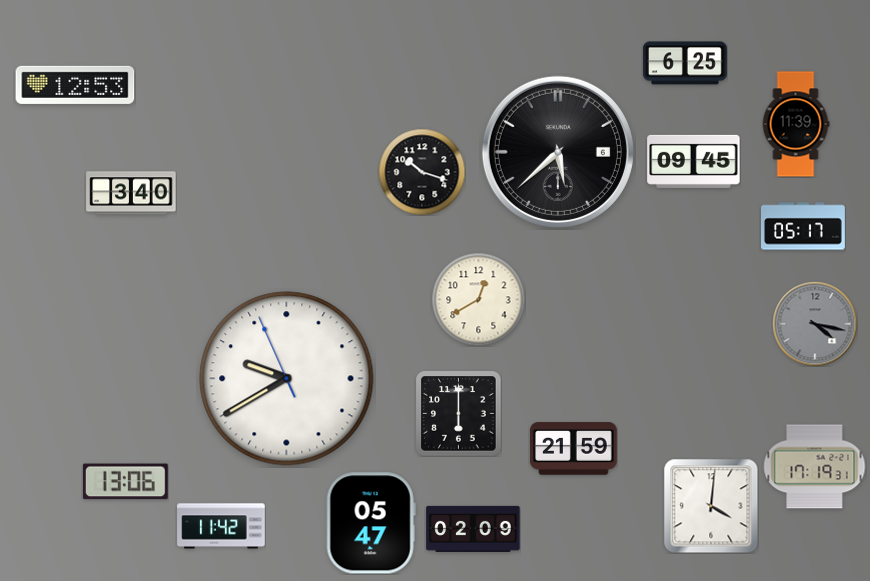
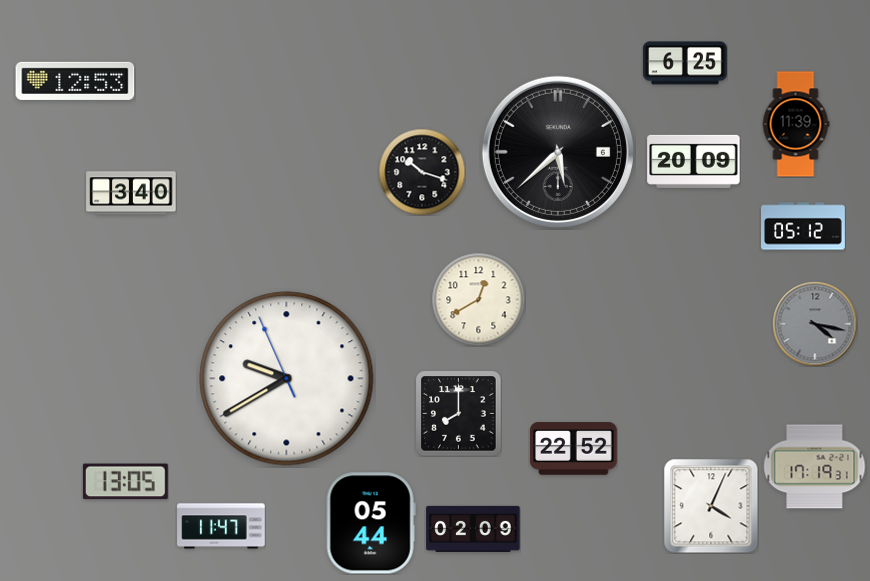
clock at (75, 85) position: (75, 85) -> (75, 81)
clock at (694, 161): 09:45 -> 20:09
clock at (804, 226): 05:17 -> 05:12
clock at (458, 413): 6:00 -> 8:00
clock at (574, 449): 21:59 -> 22:52
clock at (125, 482): 13:06 -> 13:05
clock at (711, 506): 4:01 -> 4:04
clock at (371, 523): 05:47 -> 05:44
clock at (221, 526): 11:42 -> 11:47
